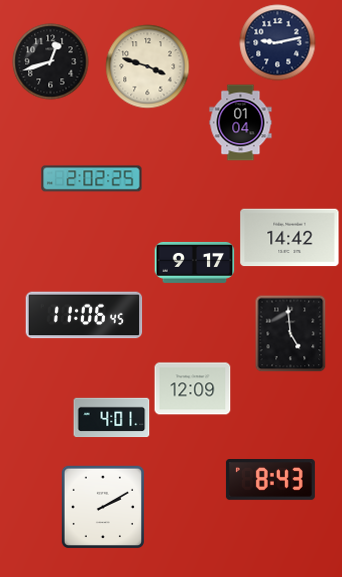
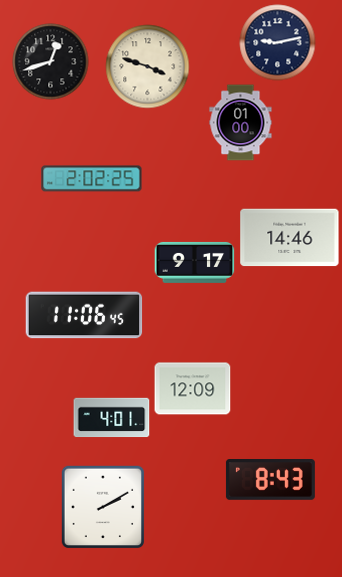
clock at (241, 123): 01:04 -> 01:00
clock at (290, 238): 14:42 -> 14:46
clock at (291, 333): 4:59 -> none
